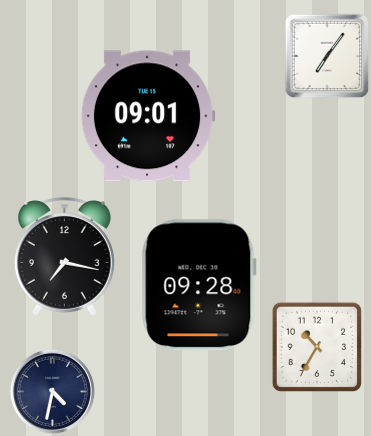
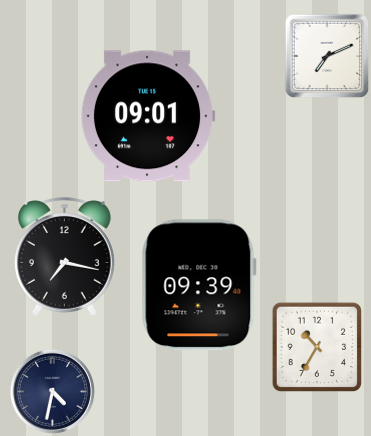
clock at (327, 56): 7:06 -> 7:11
clock at (199, 285): 09:28 -> 09:39
